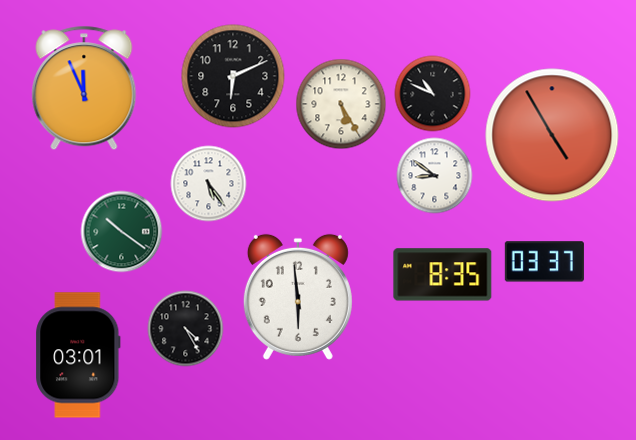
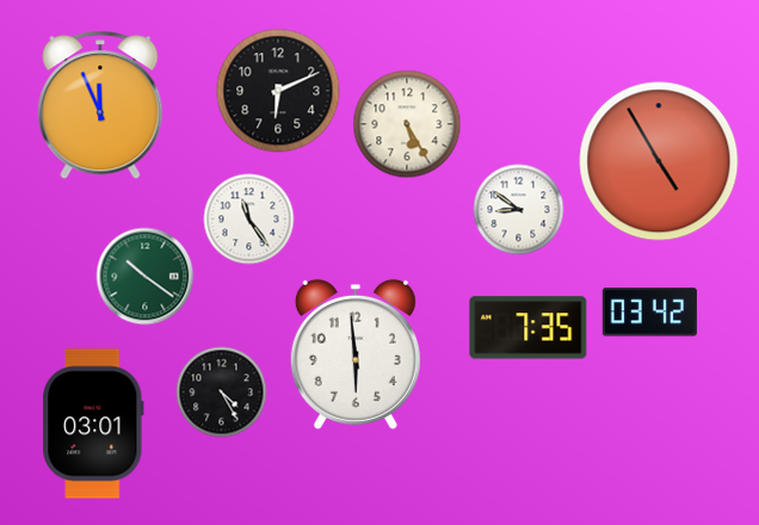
clock at (433, 94): 10:49 -> none
clock at (209, 184): 5:24 -> 11:24
clock at (544, 262): 03:37 -> 03:42
clock at (443, 275): 8:35 -> 7:35
